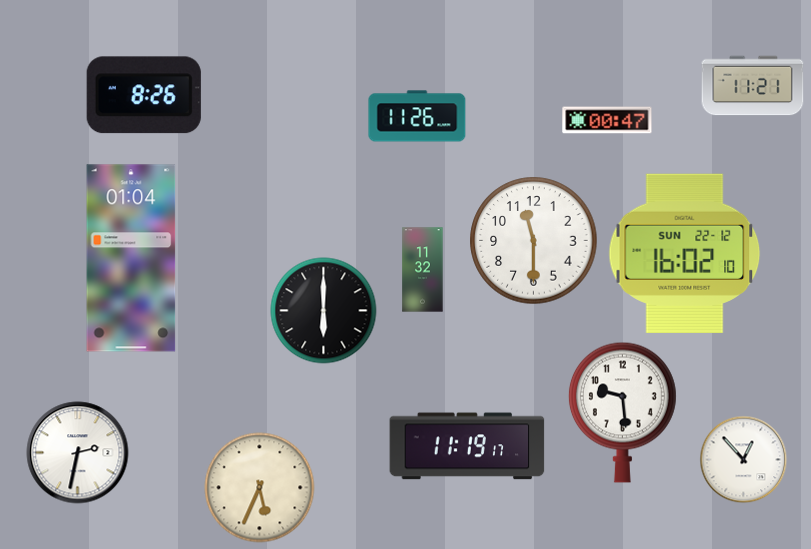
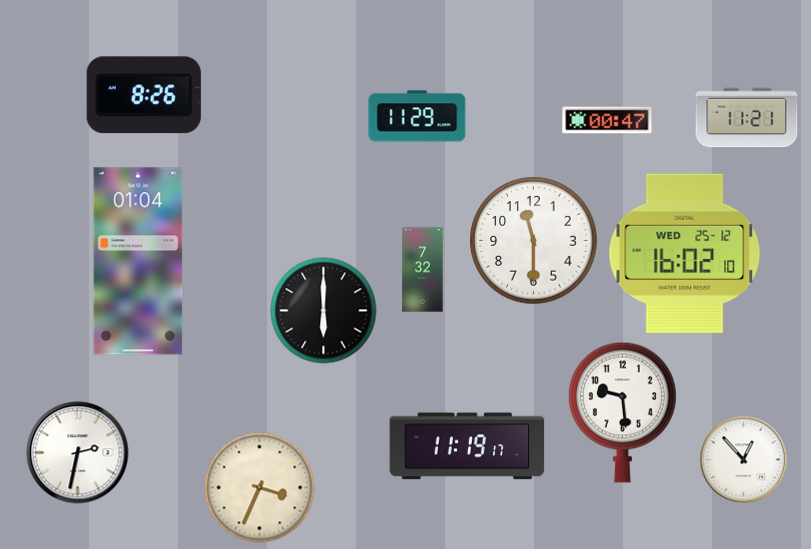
clock at (753, 86) position: (753, 86) -> (747, 118)
clock at (417, 116): 11:26 -> 11:29
clock at (685, 253) date: SUN 22-12 -> WED 25-12
clock at (131, 258) position: (131, 258) -> (138, 261)
clock at (423, 270): 11:32 -> 7:32
clock at (260, 488): 5:34 -> 3:34
